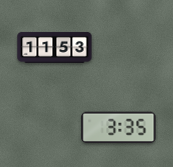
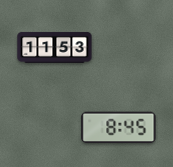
clock at (119, 128): 3:35 -> 8:45
